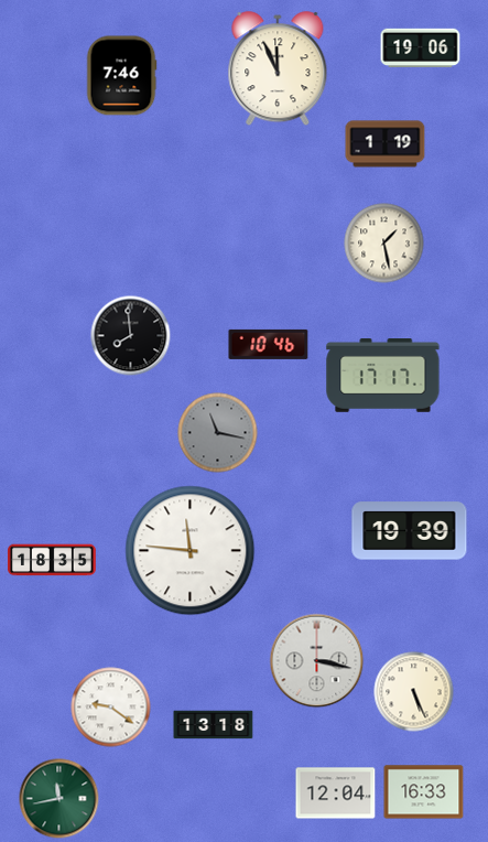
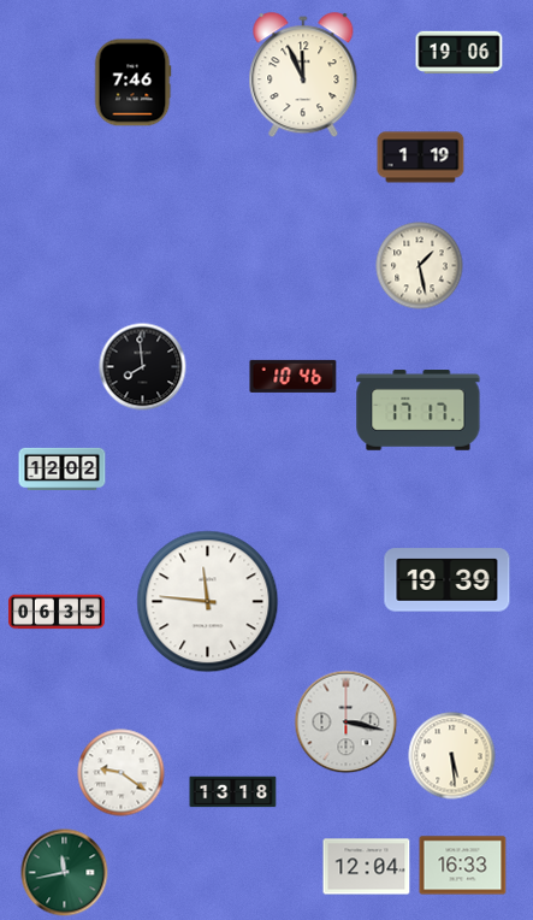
clock at (63, 468): none -> 12:02
clock at (218, 433): 11:17 -> none
clock at (52, 560): 18:35 -> 06:35
clock at (414, 692): 5:26 -> 5:29
